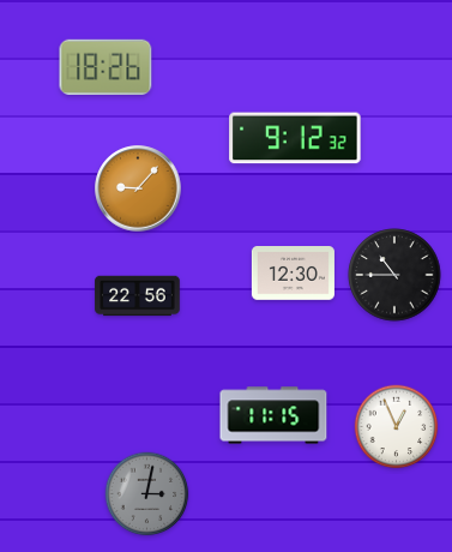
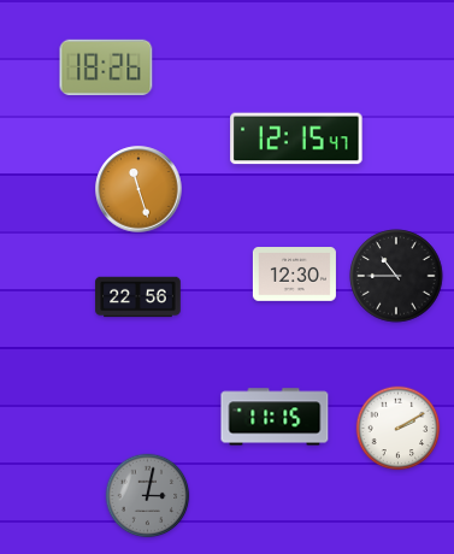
clock at (295, 138): 9:12 -> 12:15
clock at (138, 188): 9:07 -> 11:27
clock at (397, 427): 12:56 -> 2:10
